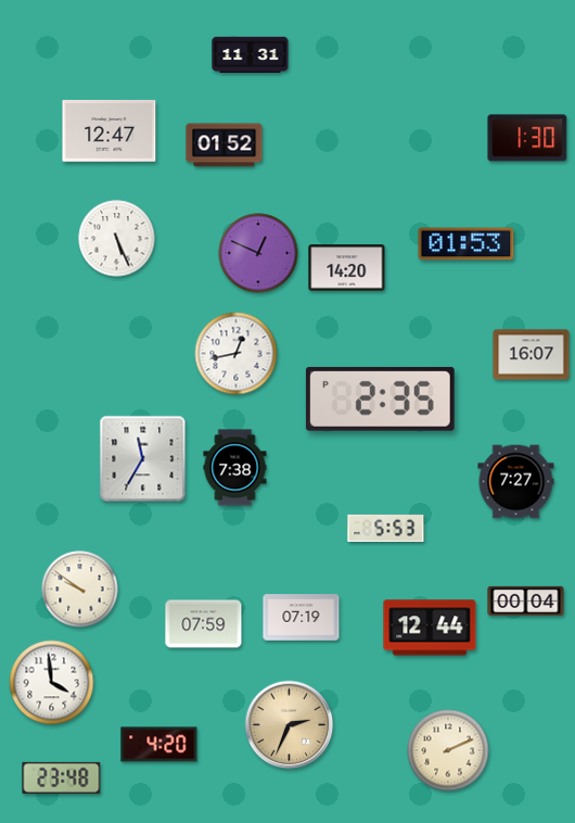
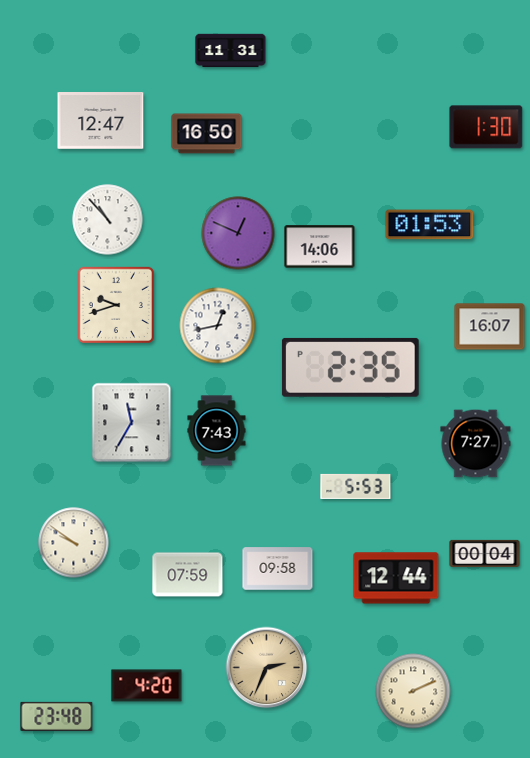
clock at (225, 145): 01:52 -> 16:50
clock at (117, 239): 5:26 -> 10:53
clock at (347, 268): 14:20 -> 14:06
clock at (115, 304): none -> 9:42
clock at (235, 468): 7:38 -> 7:43
clock at (302, 618): 07:19 -> 09:58
clock at (52, 683): 3:59 -> none
